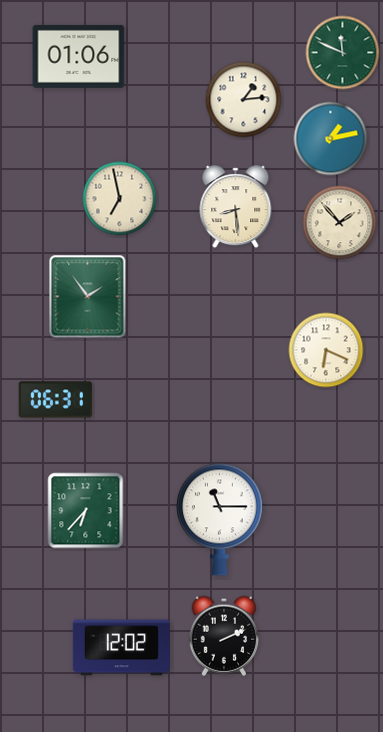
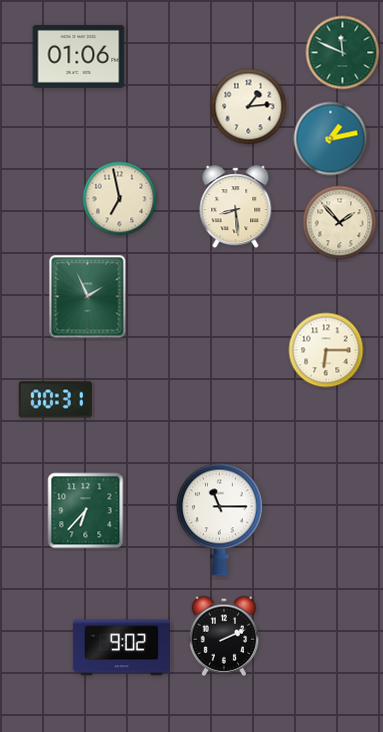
clock at (244, 100) position: (244, 100) -> (249, 107)
clock at (88, 297): 1:54 -> 1:56
clock at (326, 350): 6:19 -> 6:15
clock at (56, 400): 06:31 -> 00:31
clock at (121, 648): 12:02 -> 9:02
